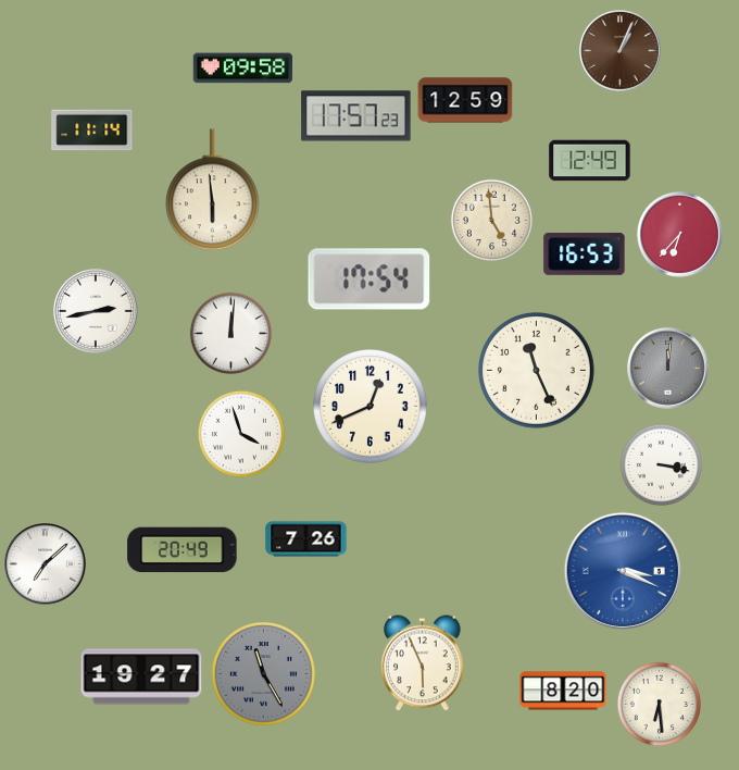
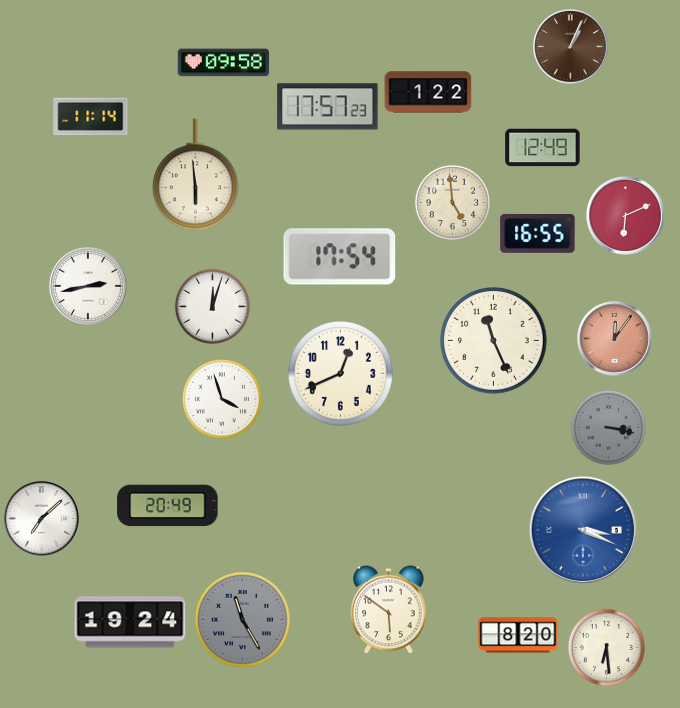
clock at (465, 100): 12:59 -> 1:22
clock at (92, 131) position: (92, 131) -> (91, 117)
clock at (680, 235): 6:37 -> 6:11
clock at (585, 253): 16:53 -> 16:55
clock at (230, 333): 12:01 -> 12:03
clock at (668, 369): 12:01 -> 12:06
clock at (668, 369) dial: grey -> salmon
clock at (661, 464) dial: white -> grey
clock at (306, 539): 7:26 -> none
clock at (623, 571) position: (623, 571) -> (583, 530)
clock at (423, 663): 5:56 -> 5:51
clock at (141, 676): 19:27 -> 19:24
